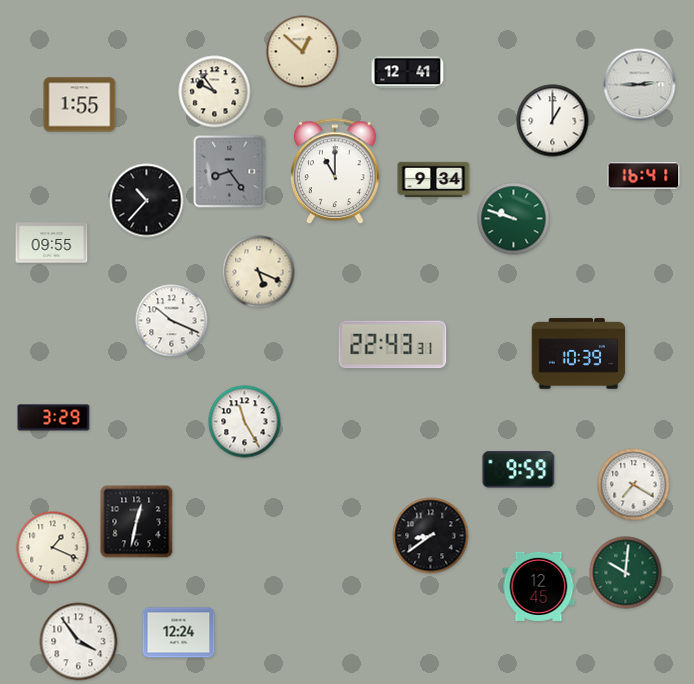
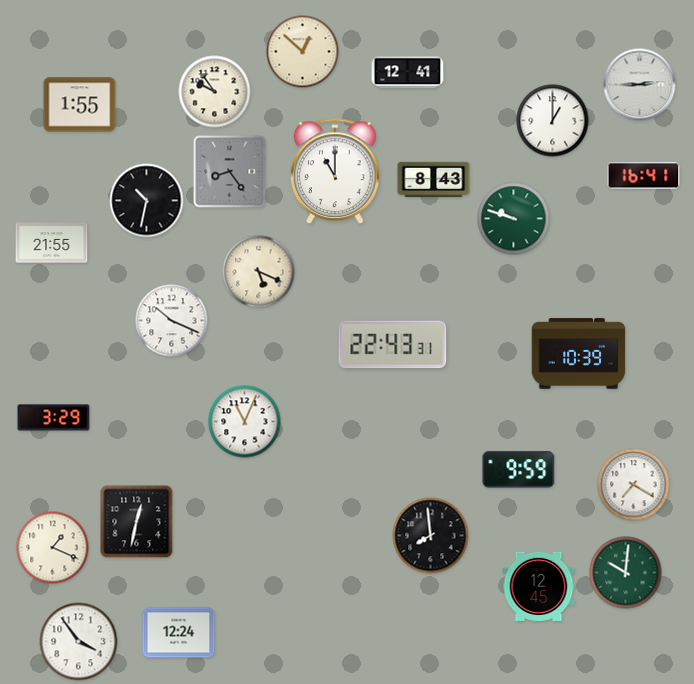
clock at (434, 180): 9:34 -> 8:43
clock at (147, 201): 10:37 -> 10:32
clock at (52, 243): 09:55 -> 21:55
clock at (245, 422): 11:25 -> 11:04
clock at (431, 536): 8:39 -> 7:59
